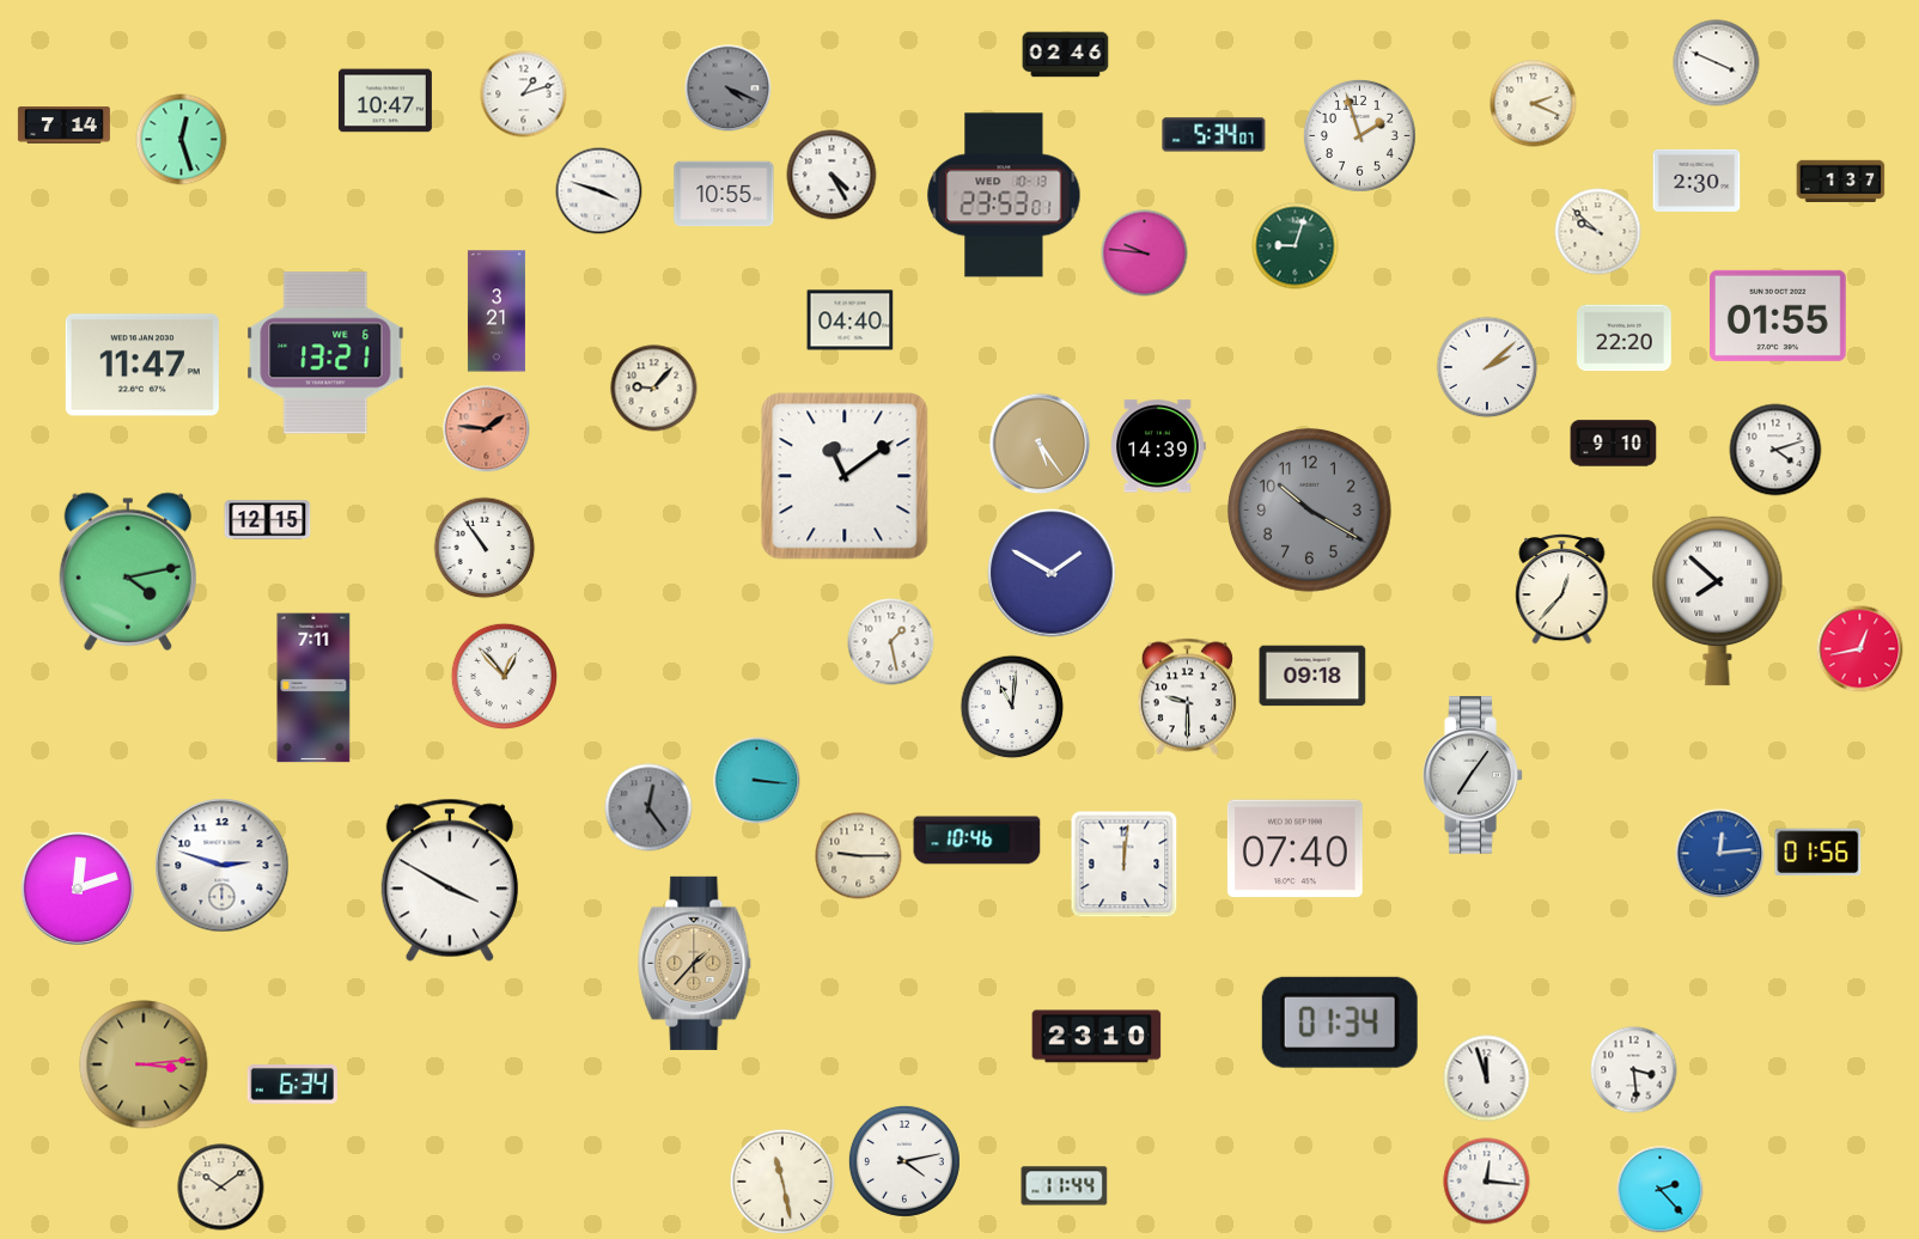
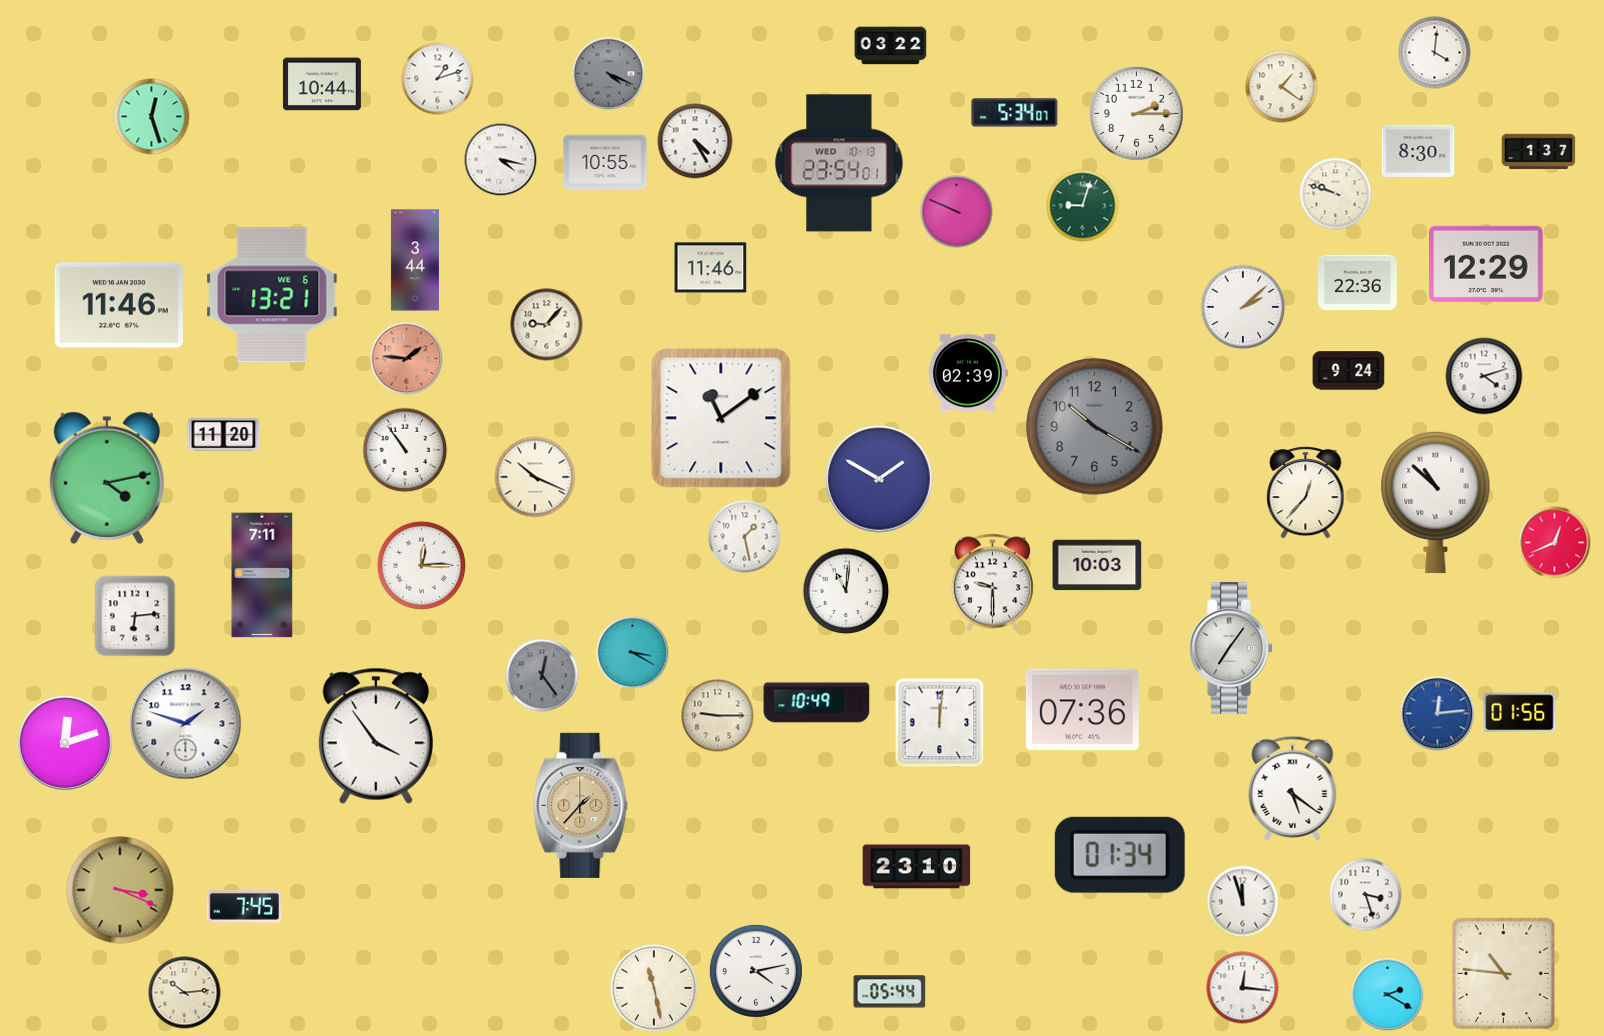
clock at (1066, 55): 02:46 -> 03:22
clock at (1717, 63): 3:49 -> 4:01
clock at (385, 100): 10:47 -> 10:44
clock at (1534, 104): 2:19 -> 1:21
clock at (63, 126): 7:14 -> none
clock at (1359, 135): 1:57 -> 2:15
clock at (831, 175) position: (831, 175) -> (695, 141)
clock at (1696, 181): 2:30 -> 8:30
clock at (599, 191): 3:48 -> 4:17
clock at (1004, 195): 23:53 -> 23:54
clock at (1598, 232): 9:52 -> 9:48
clock at (1145, 254): 9:46 -> 9:49
clock at (496, 311): 3:21 -> 3:44
clock at (1779, 316): 01:55 -> 12:29
clock at (851, 321): 04:40 -> 11:46
clock at (1625, 338): 22:20 -> 22:36
clock at (142, 365): 11:47 -> 11:46
clock at (1040, 444): 5:24 -> none
clock at (1614, 444): 9:10 -> 9:24
clock at (1159, 446): 14:39 -> 02:39
clock at (845, 476) position: (845, 476) -> (721, 418)
clock at (268, 520): 12:15 -> 11:20
clock at (485, 548) position: (485, 548) -> (405, 450)
clock at (535, 477): none -> 10:19
clock at (1718, 600): 7:52 -> 10:52
clock at (1860, 649): 12:43 -> 12:41
clock at (1312, 676): 09:18 -> 10:03
clock at (505, 677): 12:53 -> 12:15
clock at (135, 616): none -> 6:14
clock at (757, 781): 3:16 -> 3:20
clock at (977, 841): 10:46 -> 10:49
clock at (1294, 849): 07:40 -> 07:36
clock at (223, 866): 2:48 -> 1:48
clock at (450, 880): 3:50 -> 3:54
clock at (1293, 788): none -> 5:21
clock at (144, 1064): 3:14 -> 3:19
clock at (1634, 1070): 3:29 -> 3:27
clock at (292, 1085): 6:34 -> 7:45
clock at (1503, 973): none -> 10:46
clock at (1065, 1186): 11:44 -> 05:44
clock at (221, 1188): 10:09 -> 10:14
clock at (1661, 1190): 2:23 -> 2:20
